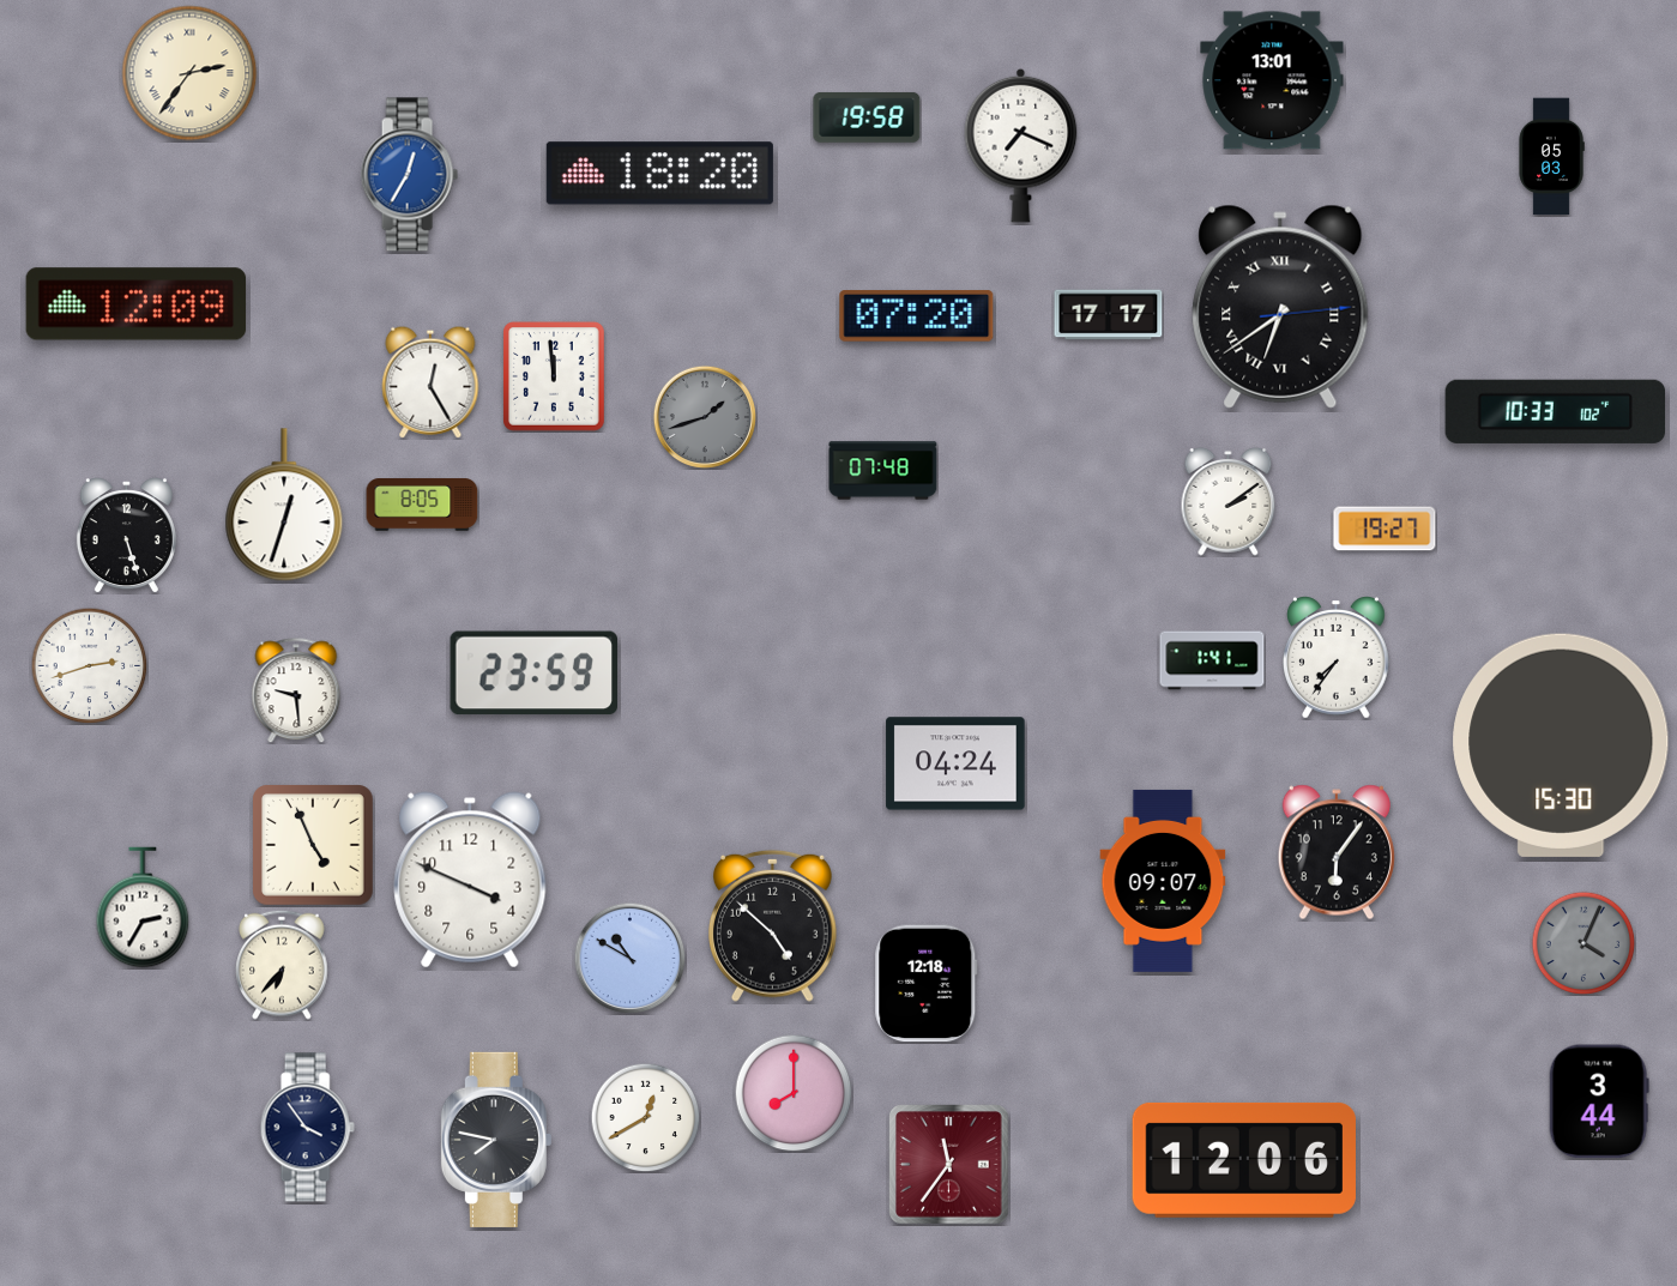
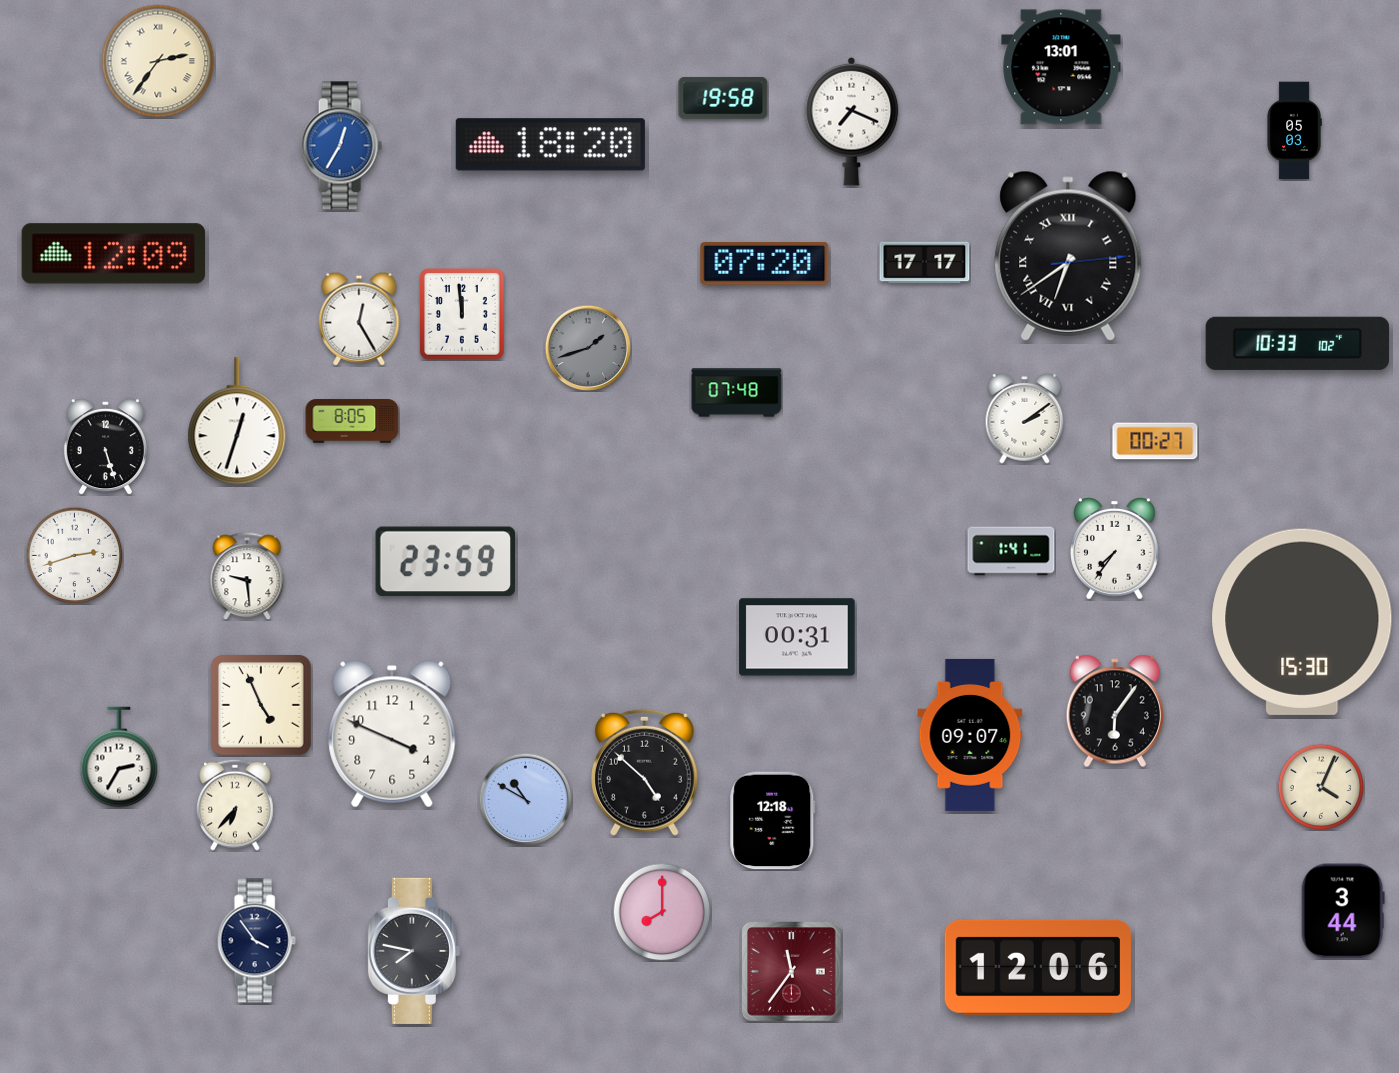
clock at (1385, 529): 19:27 -> 00:27
clock at (955, 763): 04:24 -> 00:31
clock at (1584, 943) dial: grey -> cream
clock at (1599, 1101) position: (1599, 1101) -> (1343, 911)
clock at (645, 1117): 12:40 -> none
